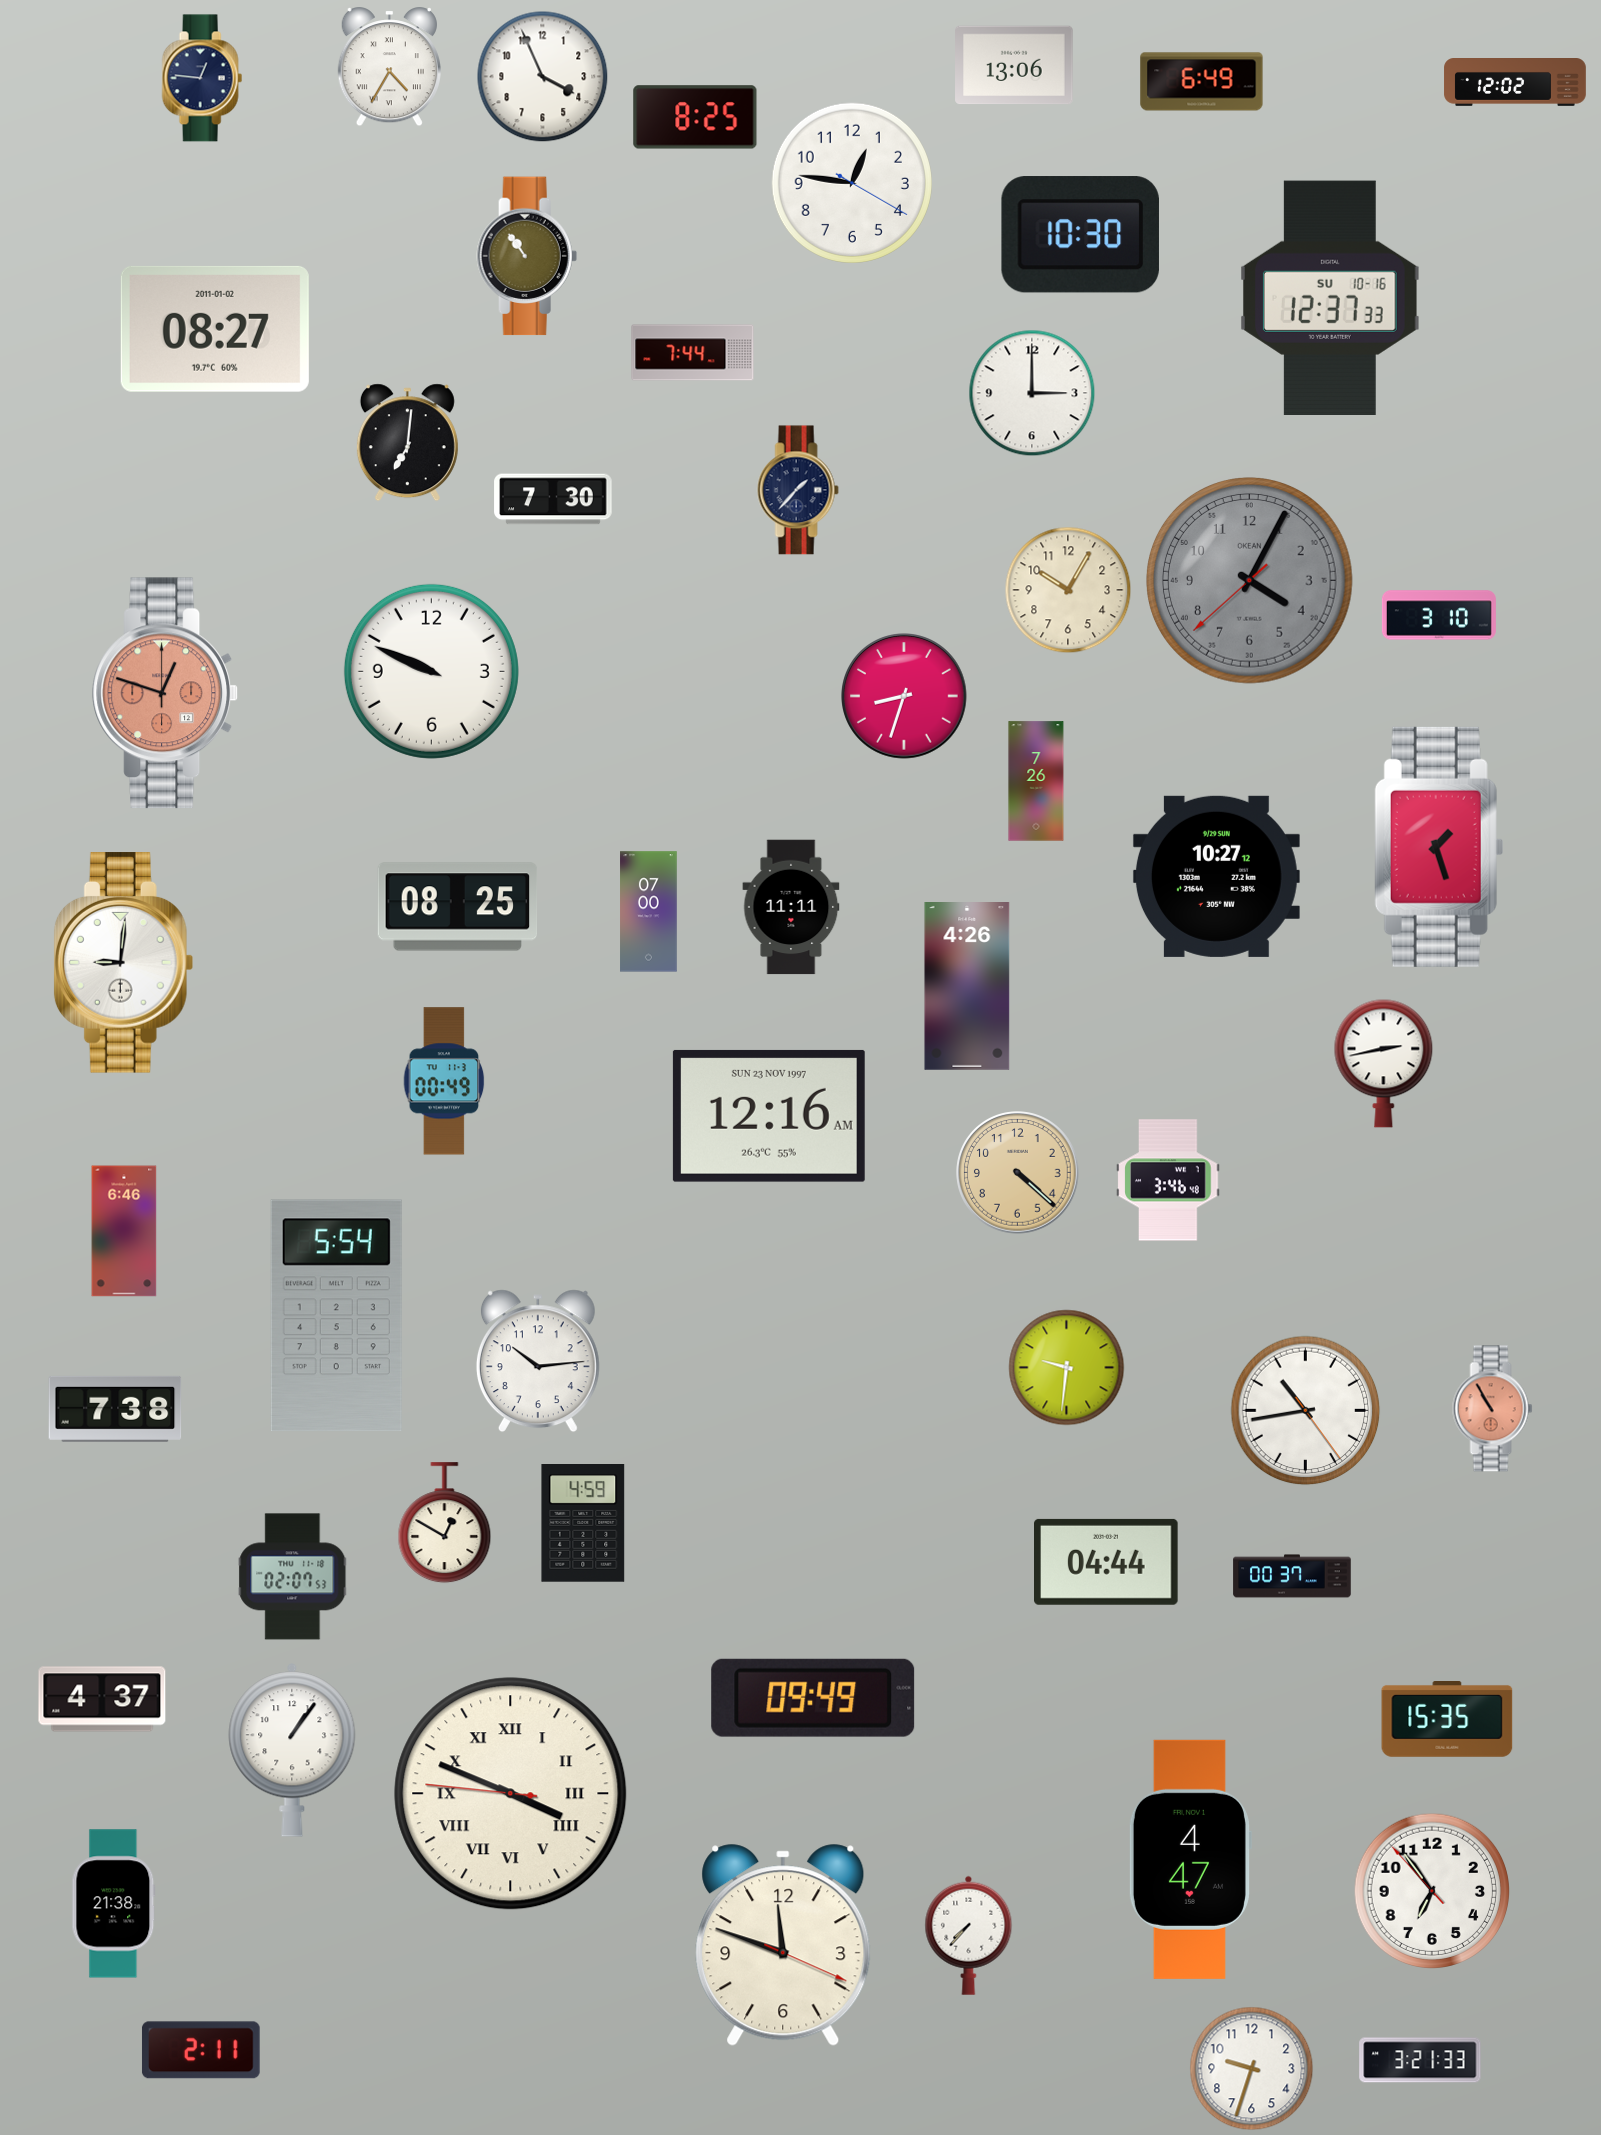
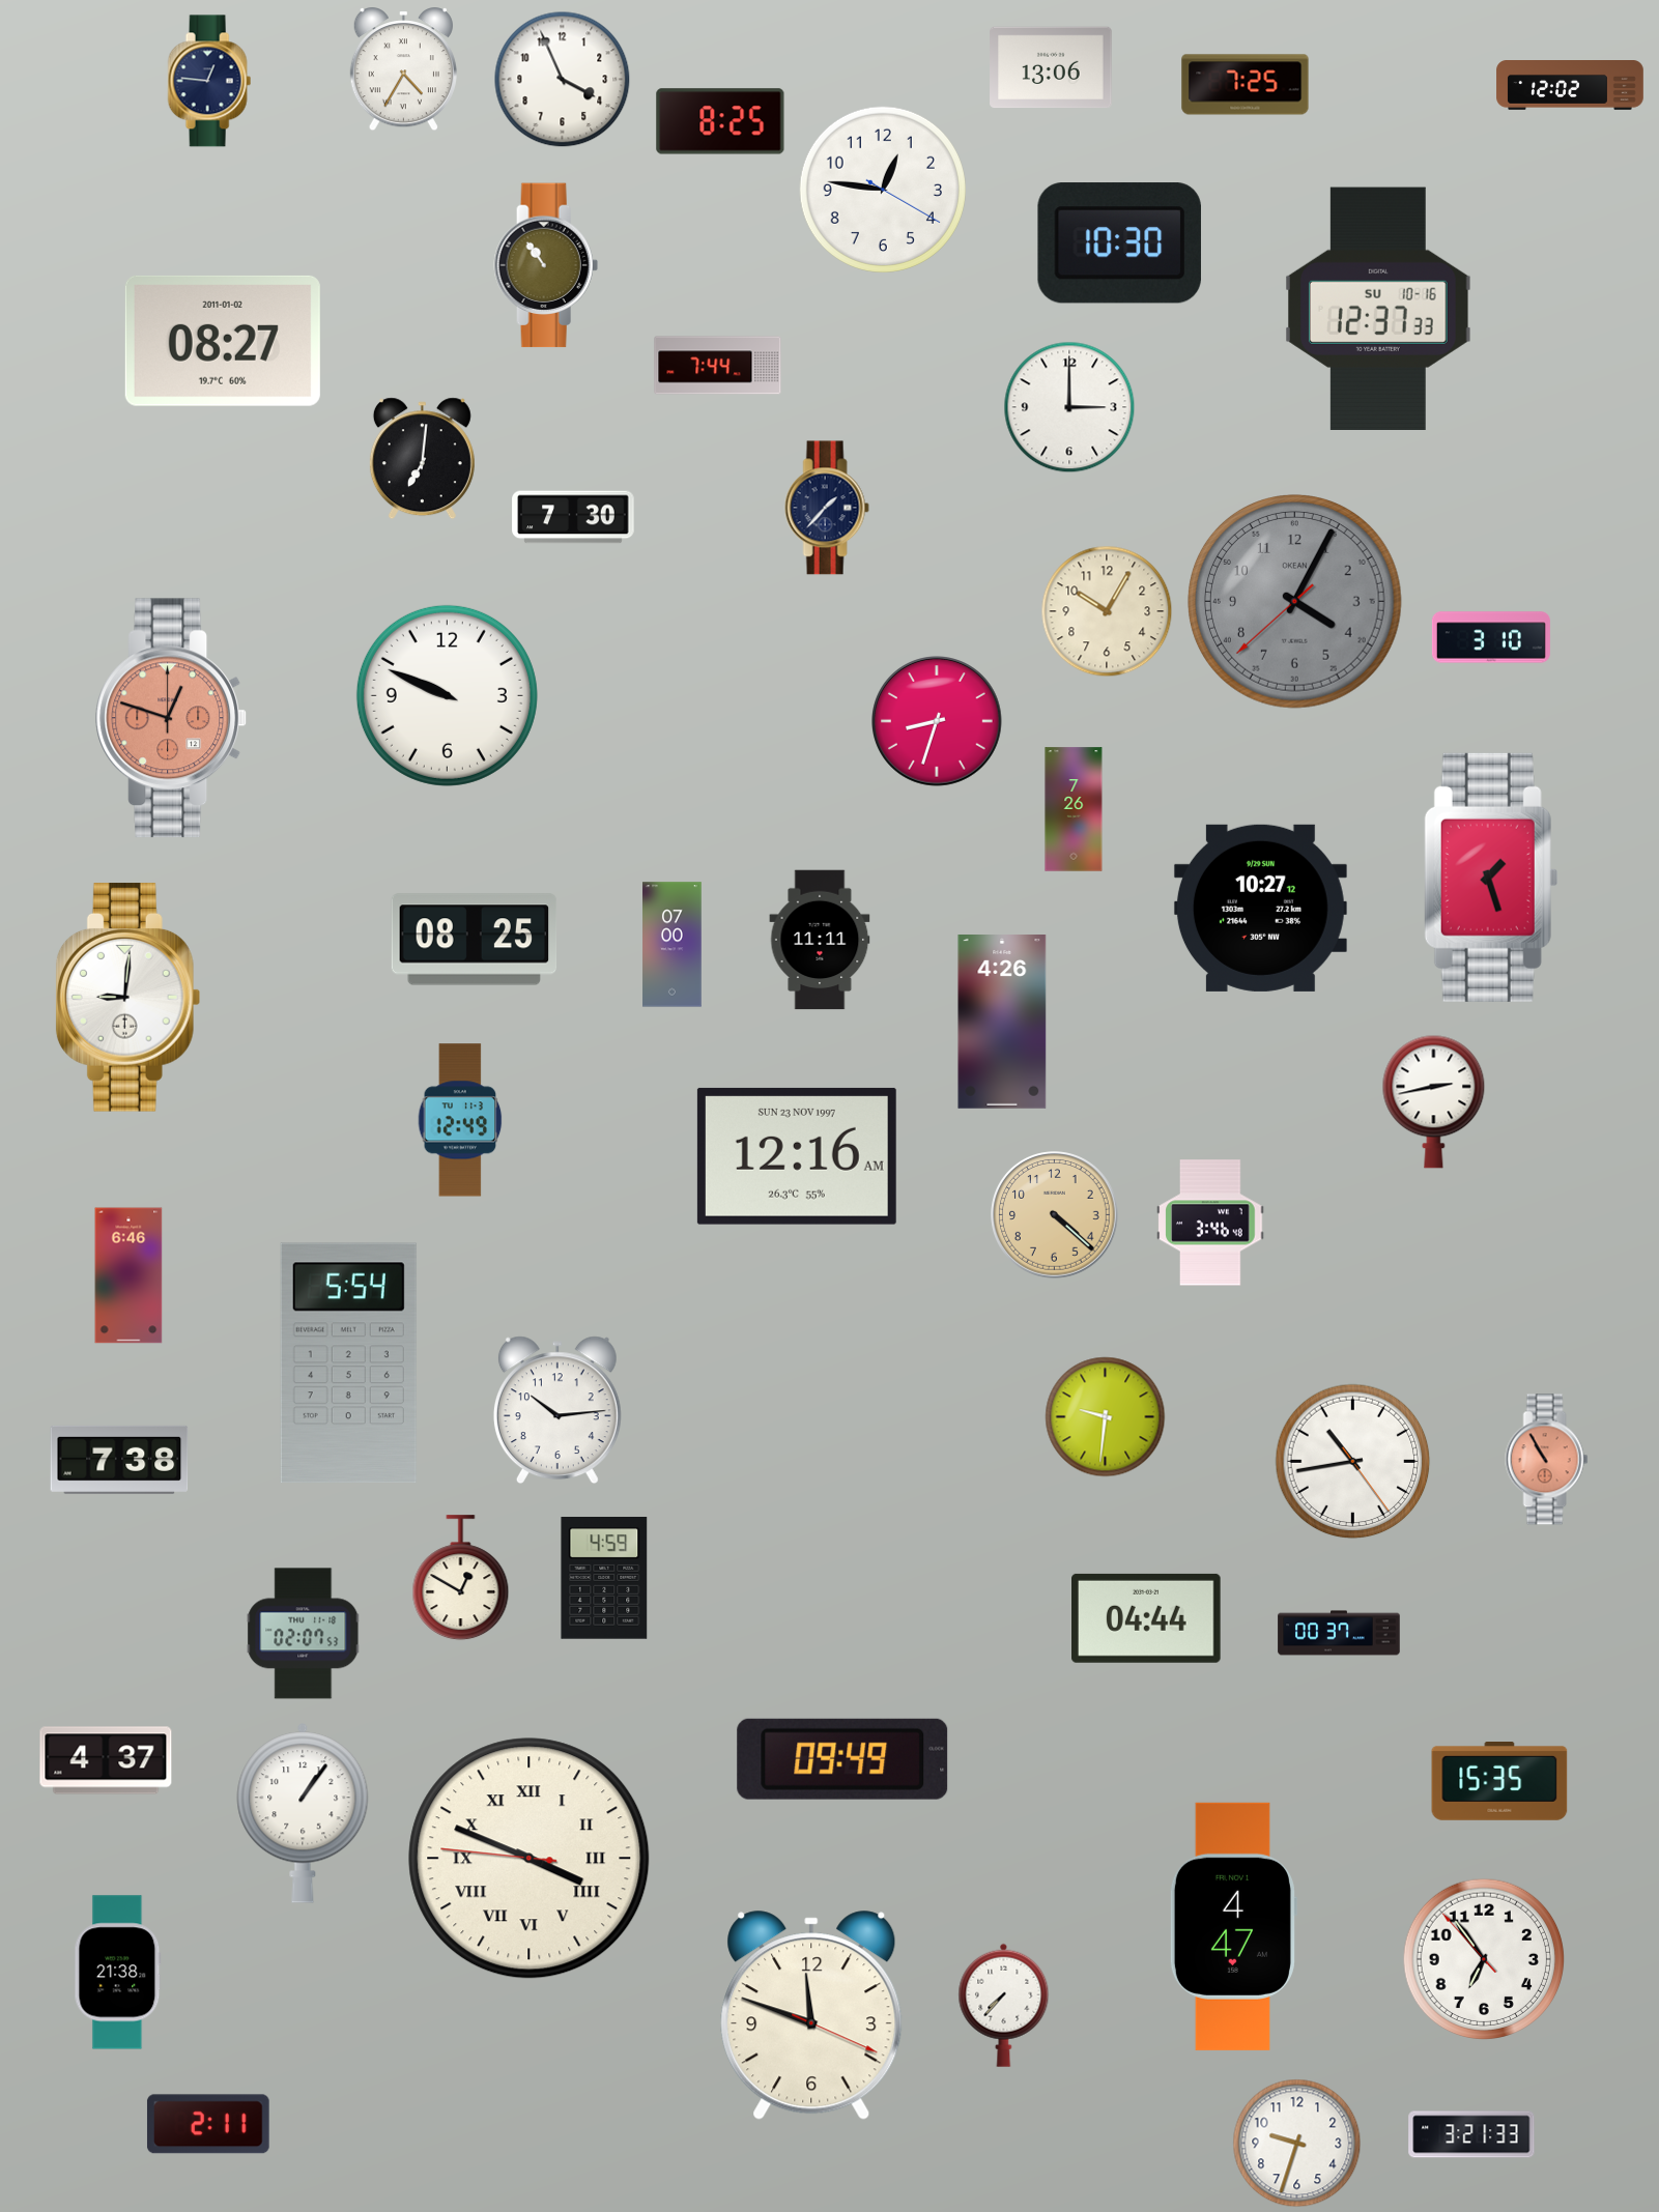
clock at (1202, 82): 6:49 -> 7:25
clock at (444, 1081): 00:49 -> 12:49
